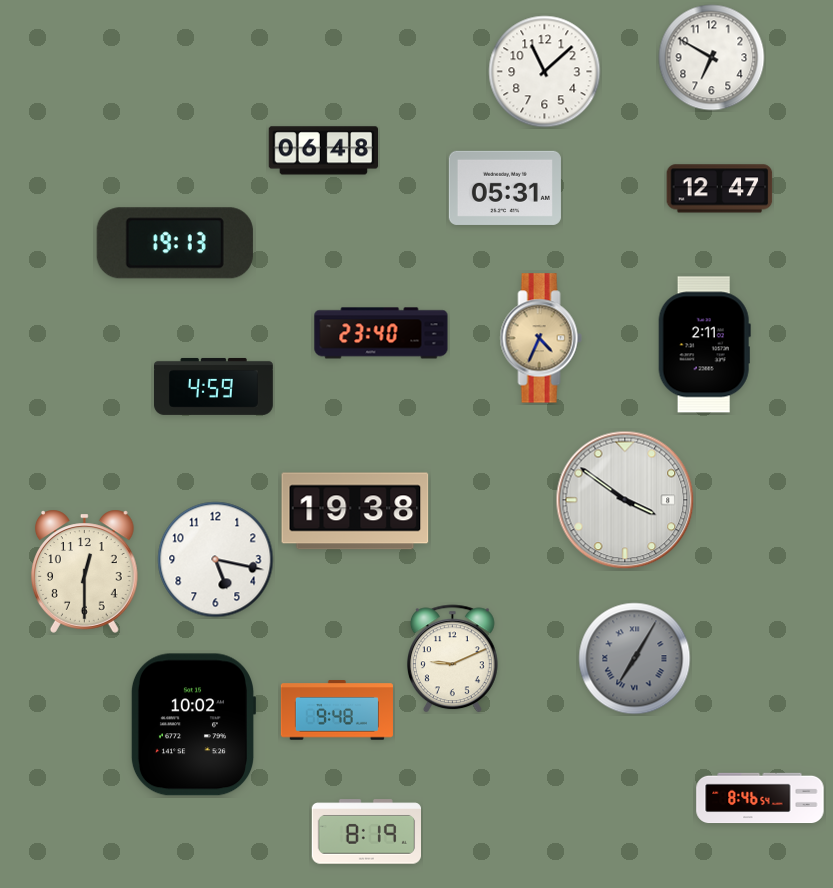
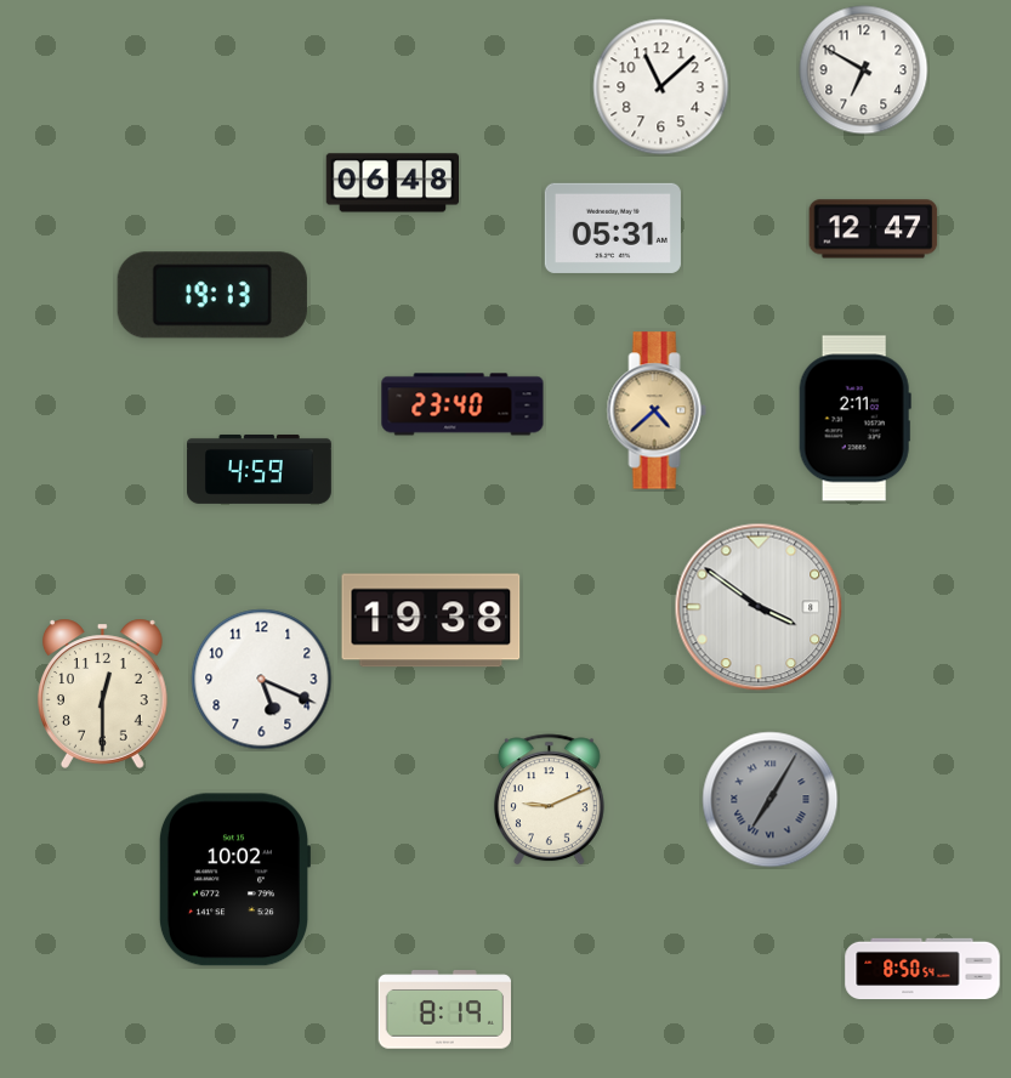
clock at (541, 338): 4:34 -> 4:38
clock at (216, 560): 5:17 -> 5:19
clock at (337, 710): 9:48 -> none
clock at (760, 798): 8:46 -> 8:50
